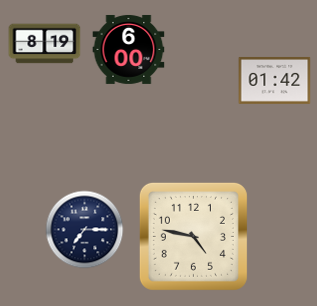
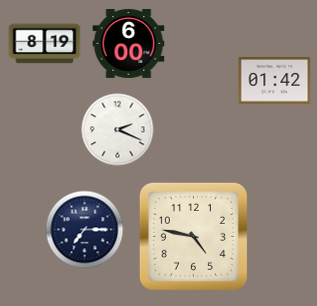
clock at (129, 49) position: (129, 49) -> (129, 43)
clock at (118, 130): none -> 2:19
